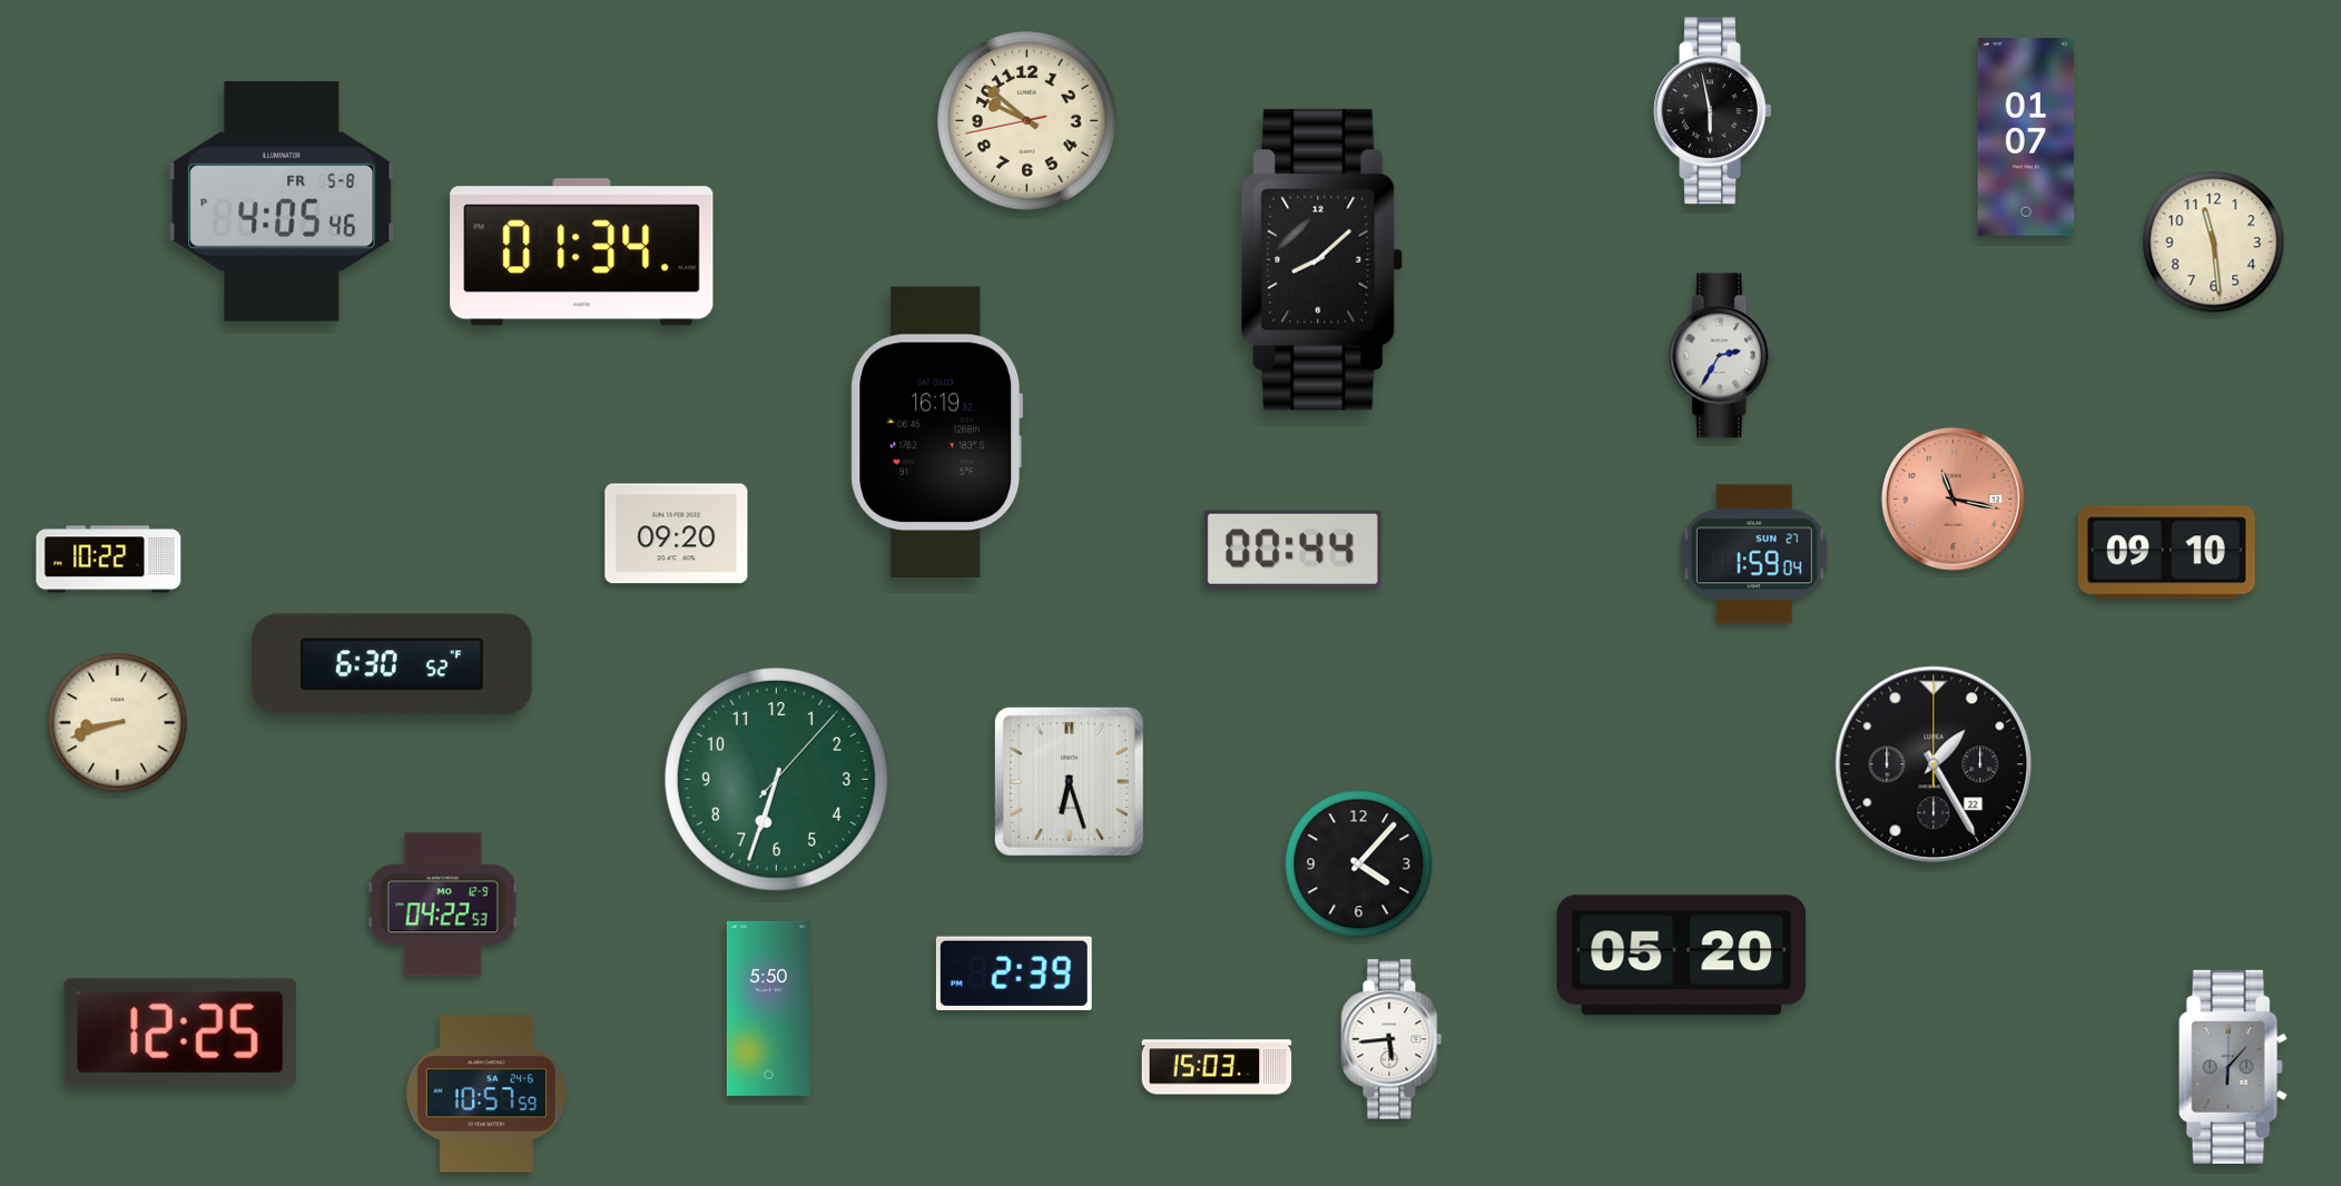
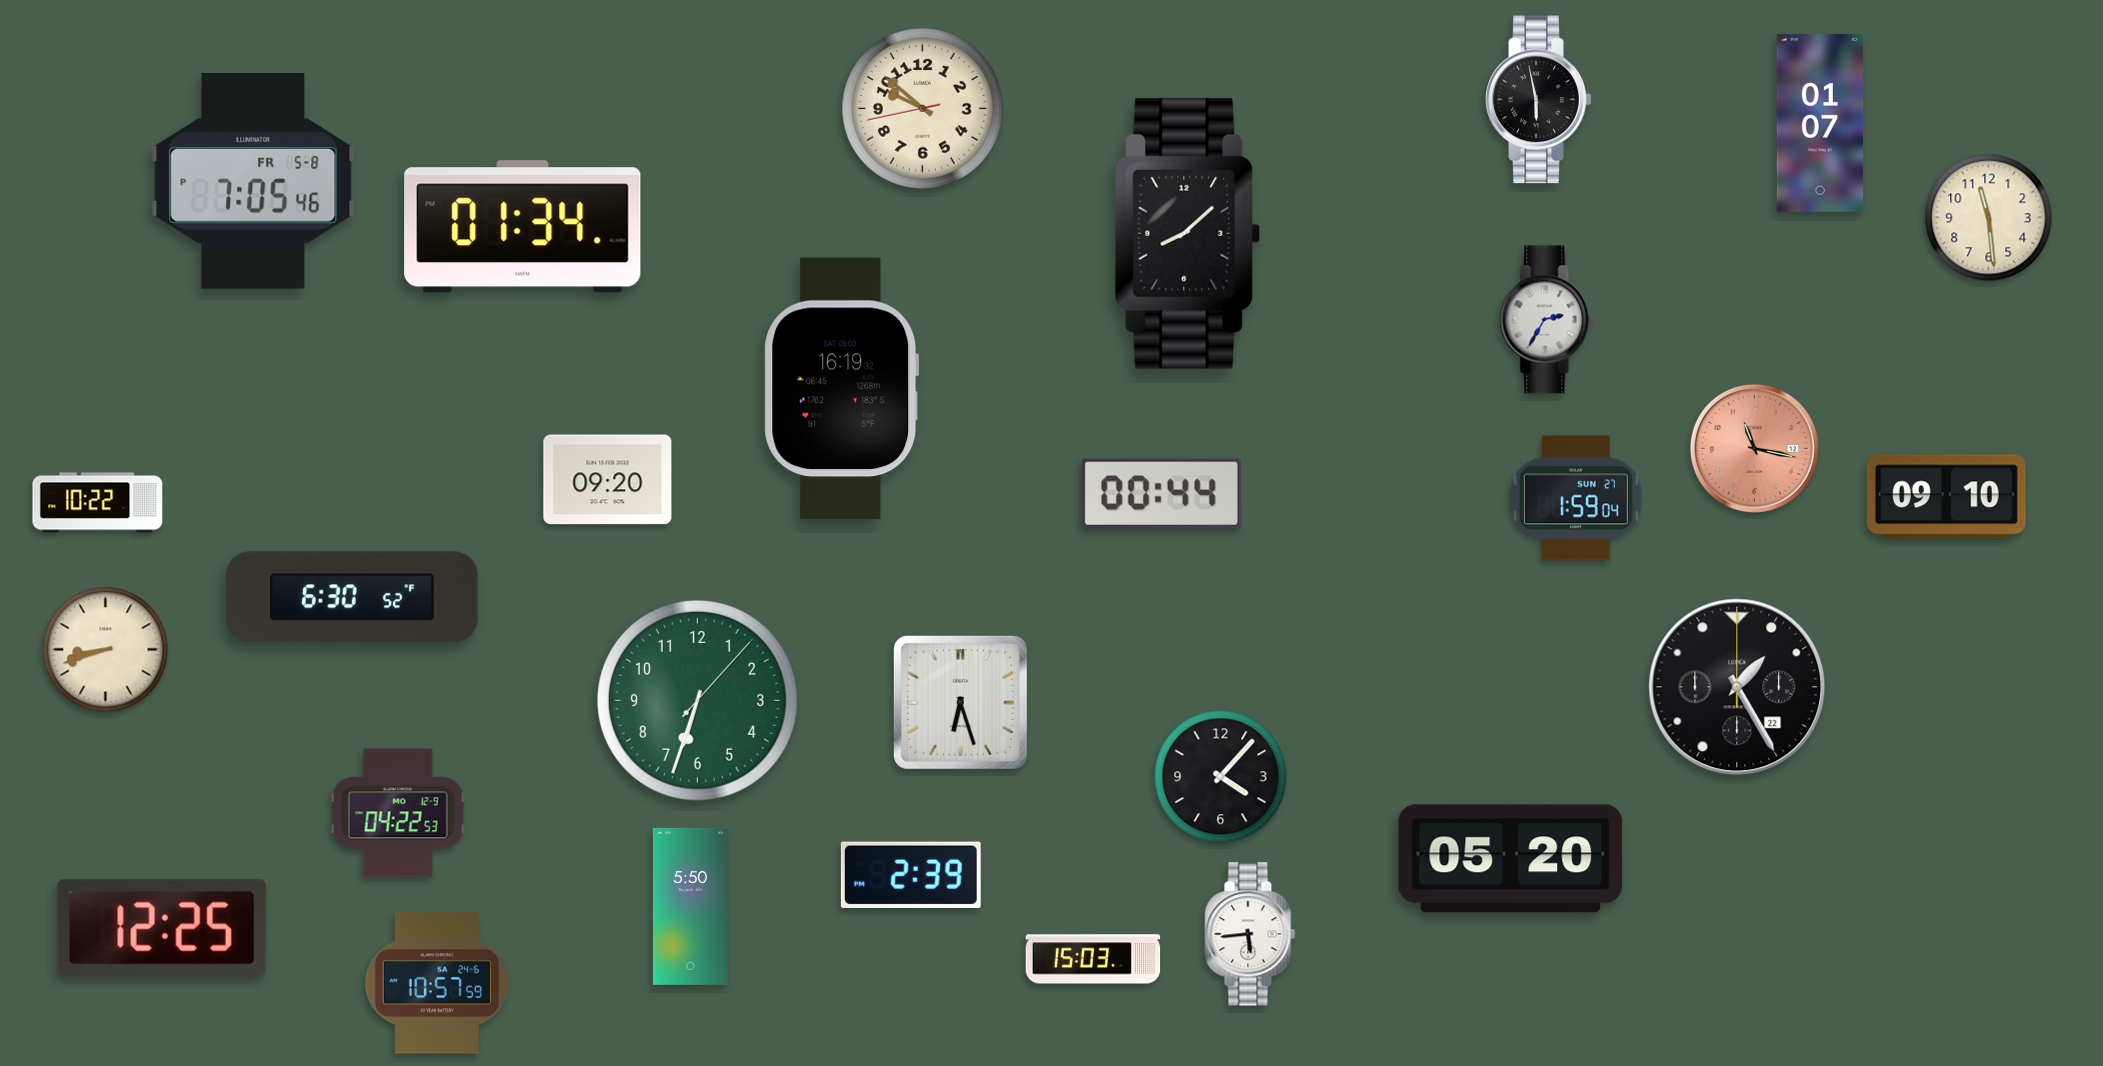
clock at (282, 202): 4:05 -> 7:05
clock at (2233, 1067): 6:07 -> none
